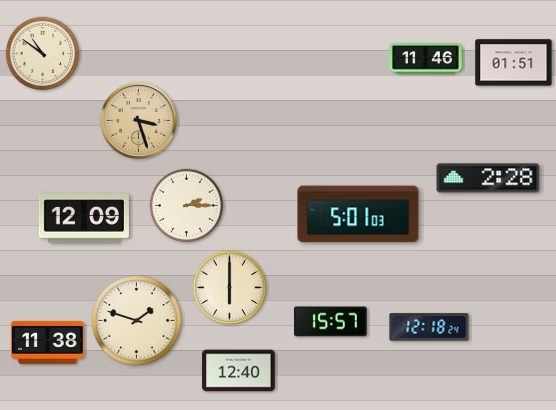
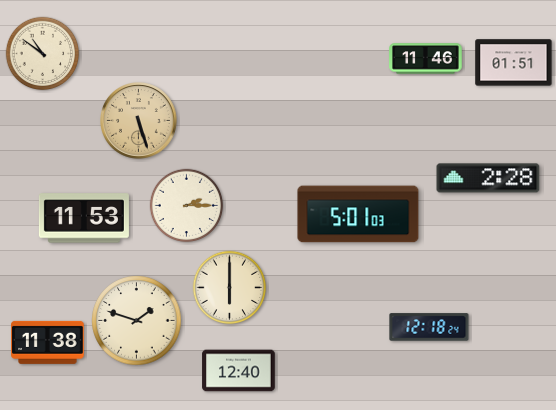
clock at (139, 121): 3:27 -> 5:27
clock at (84, 218): 12:09 -> 11:53
clock at (331, 322): 15:57 -> none
